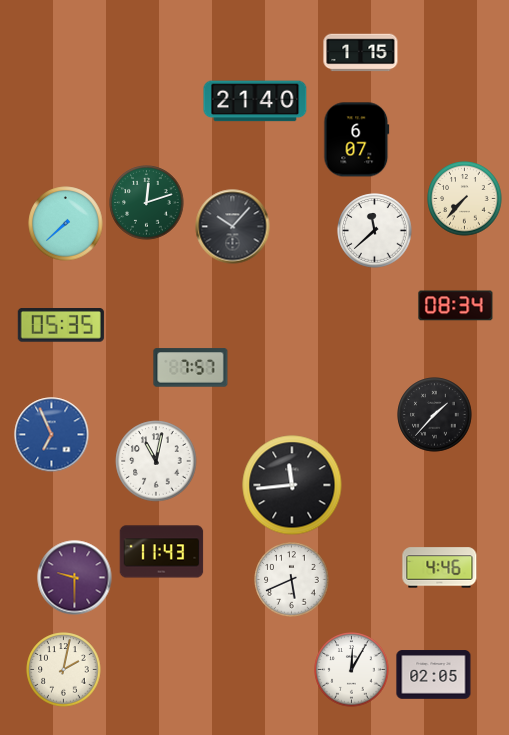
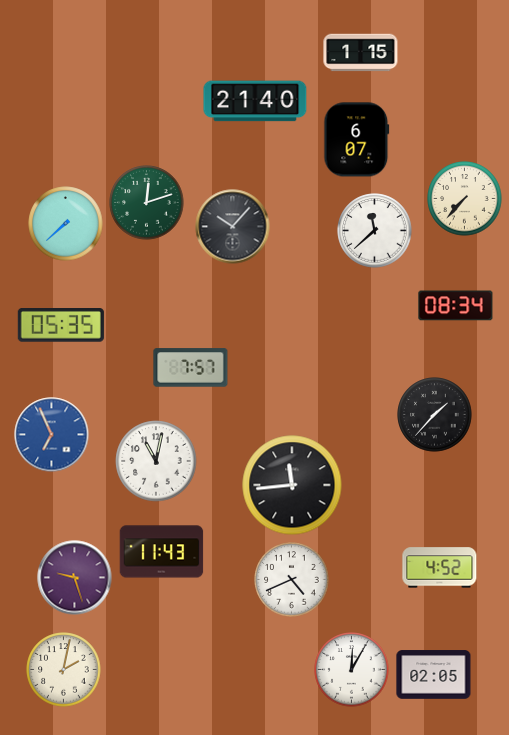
clock at (440, 568): 4:46 -> 4:52
clock at (75, 578): 9:30 -> 9:27
clock at (292, 580): 5:41 -> 4:41
